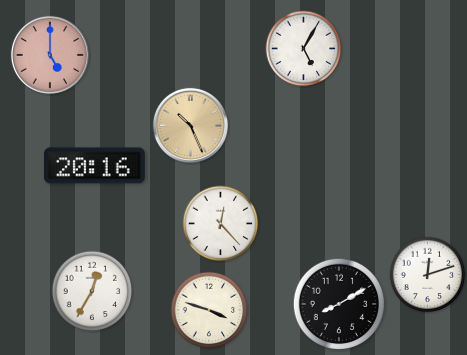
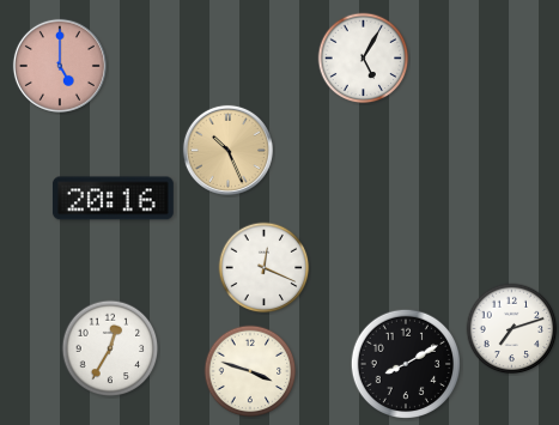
clock at (221, 224): 12:23 -> 12:19
clock at (428, 275): 12:12 -> 7:12
